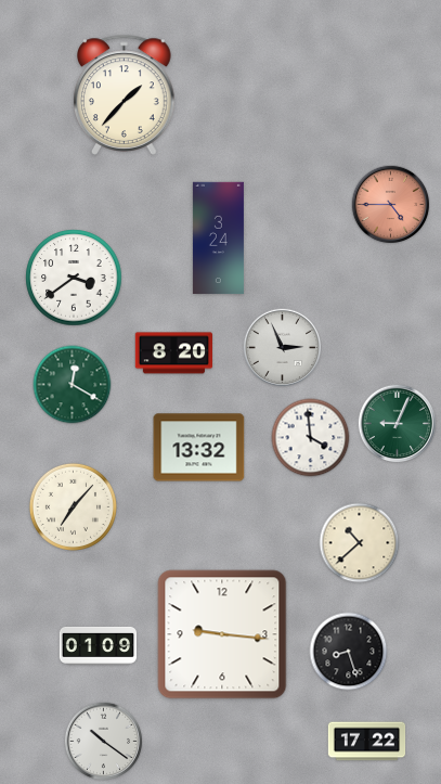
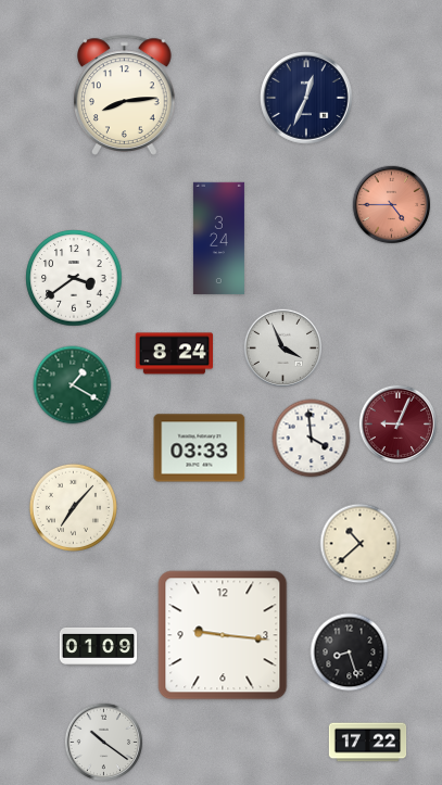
clock at (125, 94): 1:37 -> 8:14
clock at (306, 98): none -> 12:34
clock at (283, 348): 2:56 -> 3:56
clock at (174, 354): 8:20 -> 8:24
clock at (73, 385): 12:20 -> 1:20
clock at (398, 424) dial: green -> burgundy
clock at (199, 448): 13:32 -> 03:33
